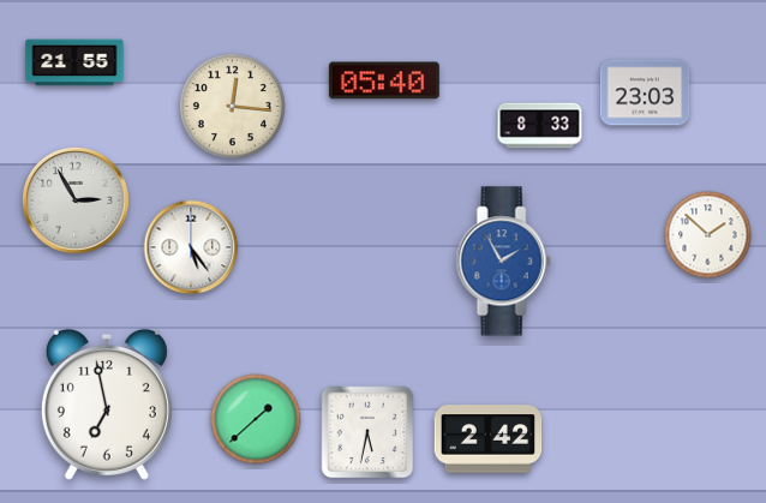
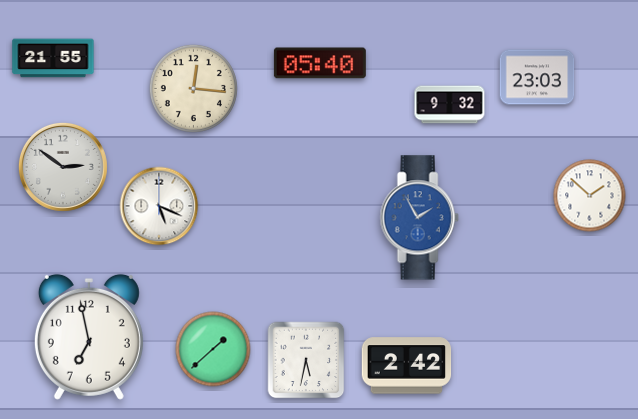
clock at (74, 62) position: (74, 62) -> (53, 58)
clock at (384, 80) position: (384, 80) -> (320, 63)
clock at (540, 126): 8:33 -> 9:32
clock at (76, 200): 2:55 -> 2:51
clock at (191, 247): 5:24 -> 5:19
